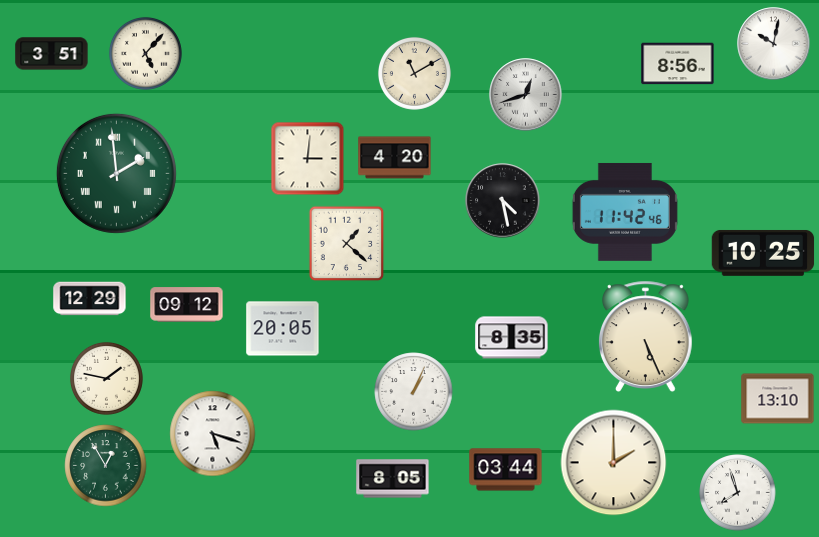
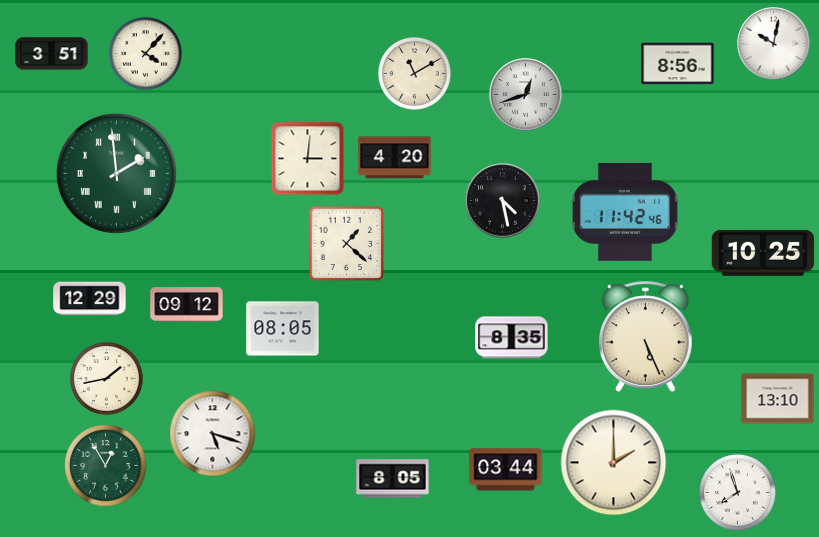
clock at (145, 53): 5:07 -> 4:07
clock at (283, 329): 20:05 -> 08:05
clock at (106, 378): 1:47 -> 1:43
clock at (414, 392): 1:04 -> none
